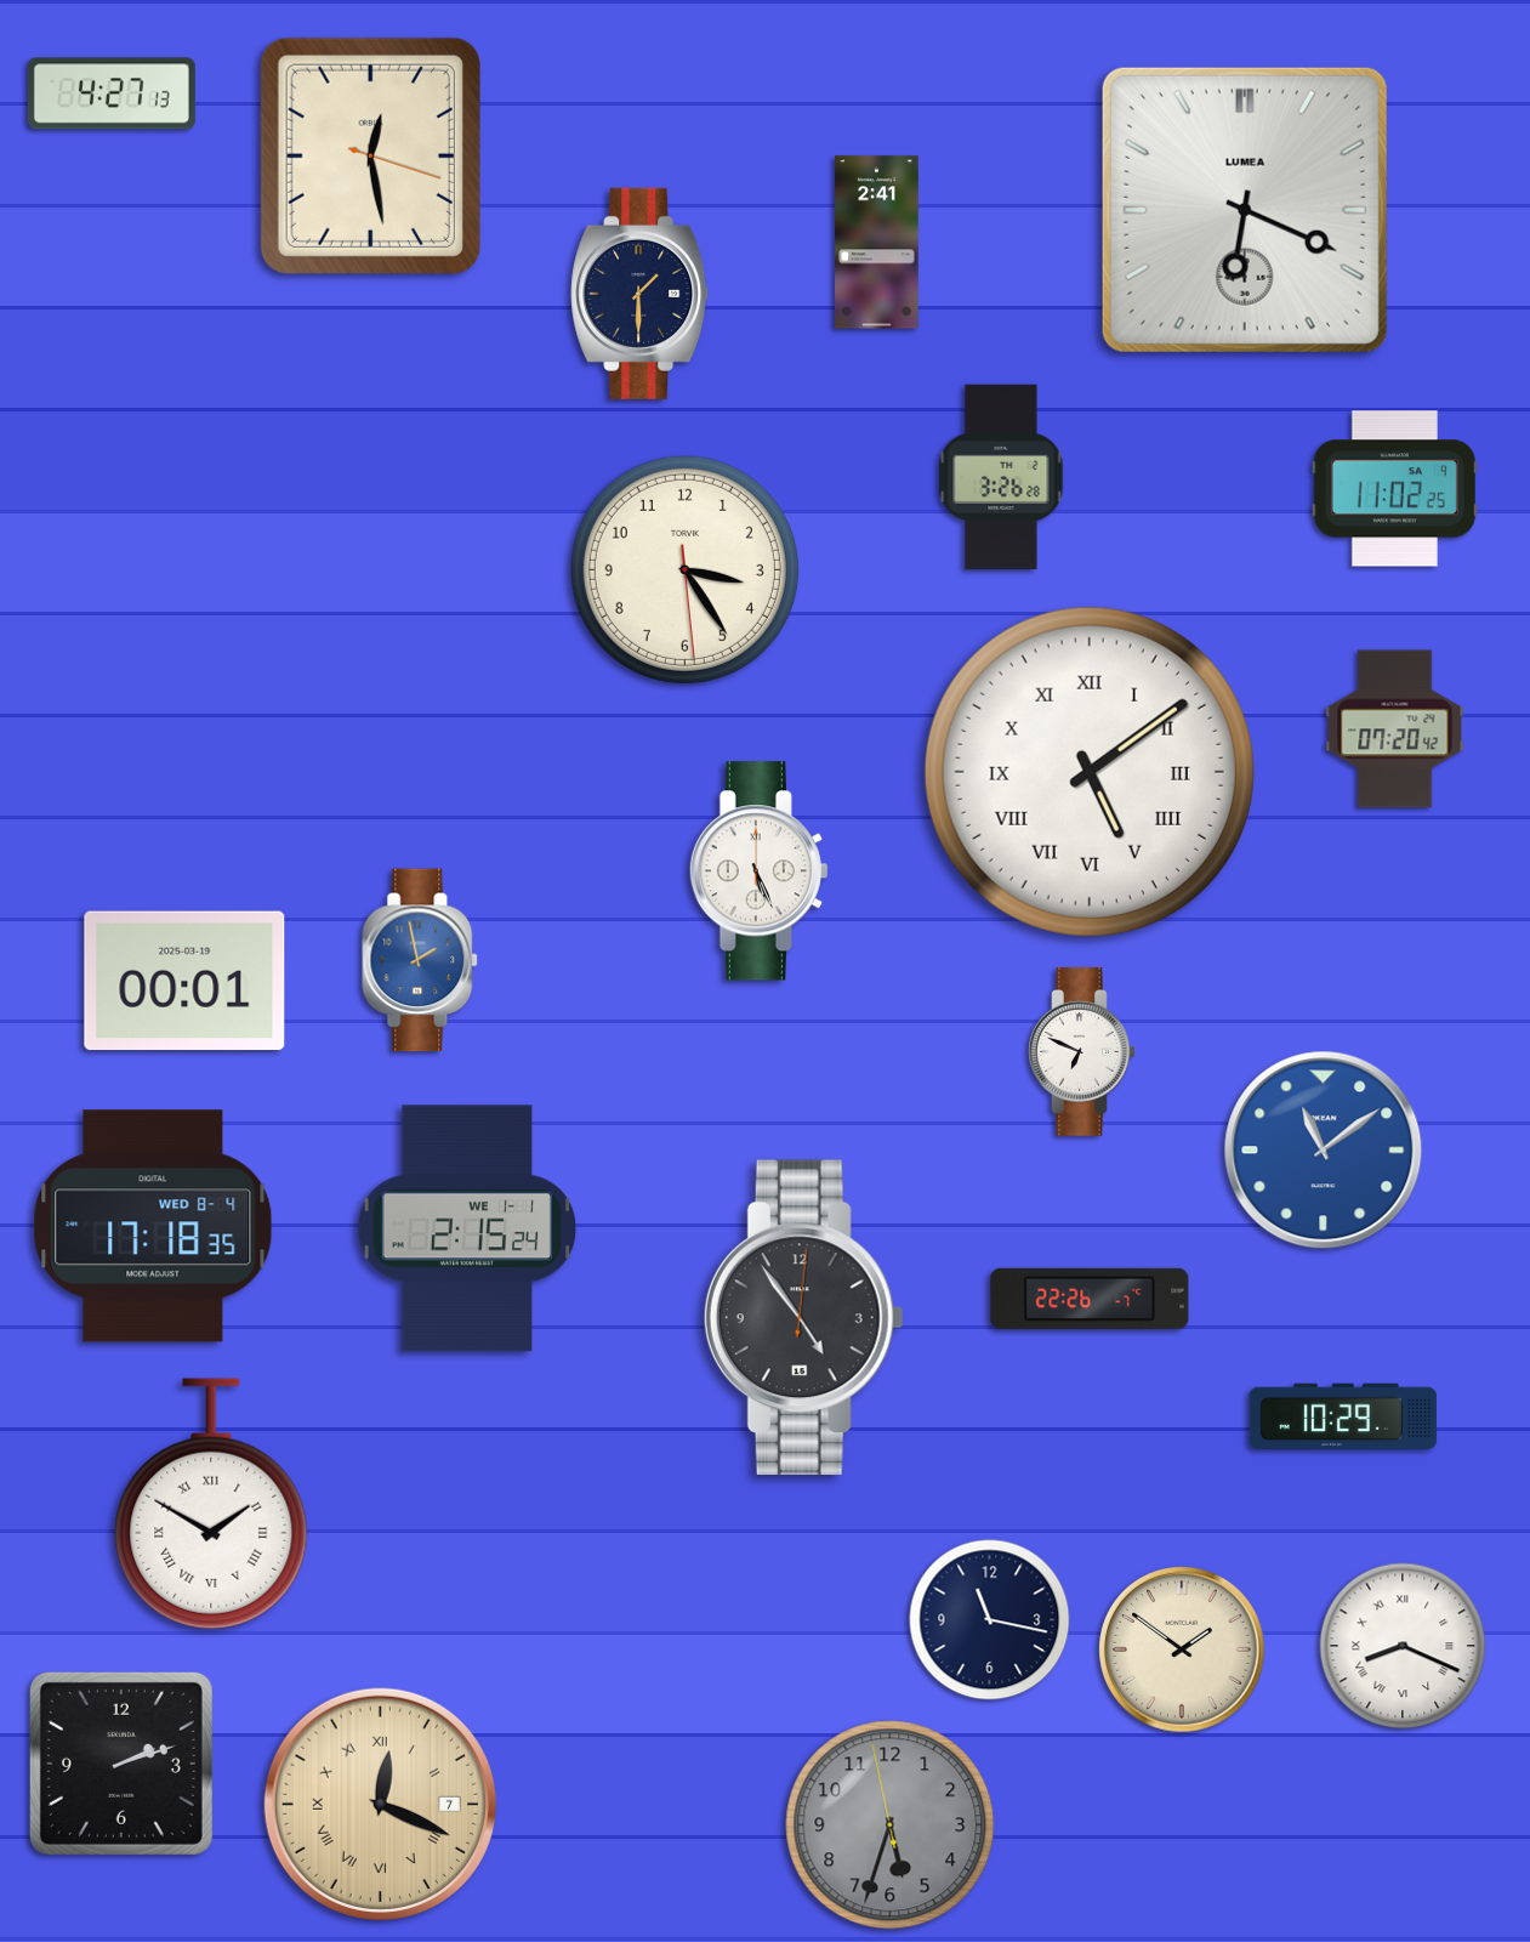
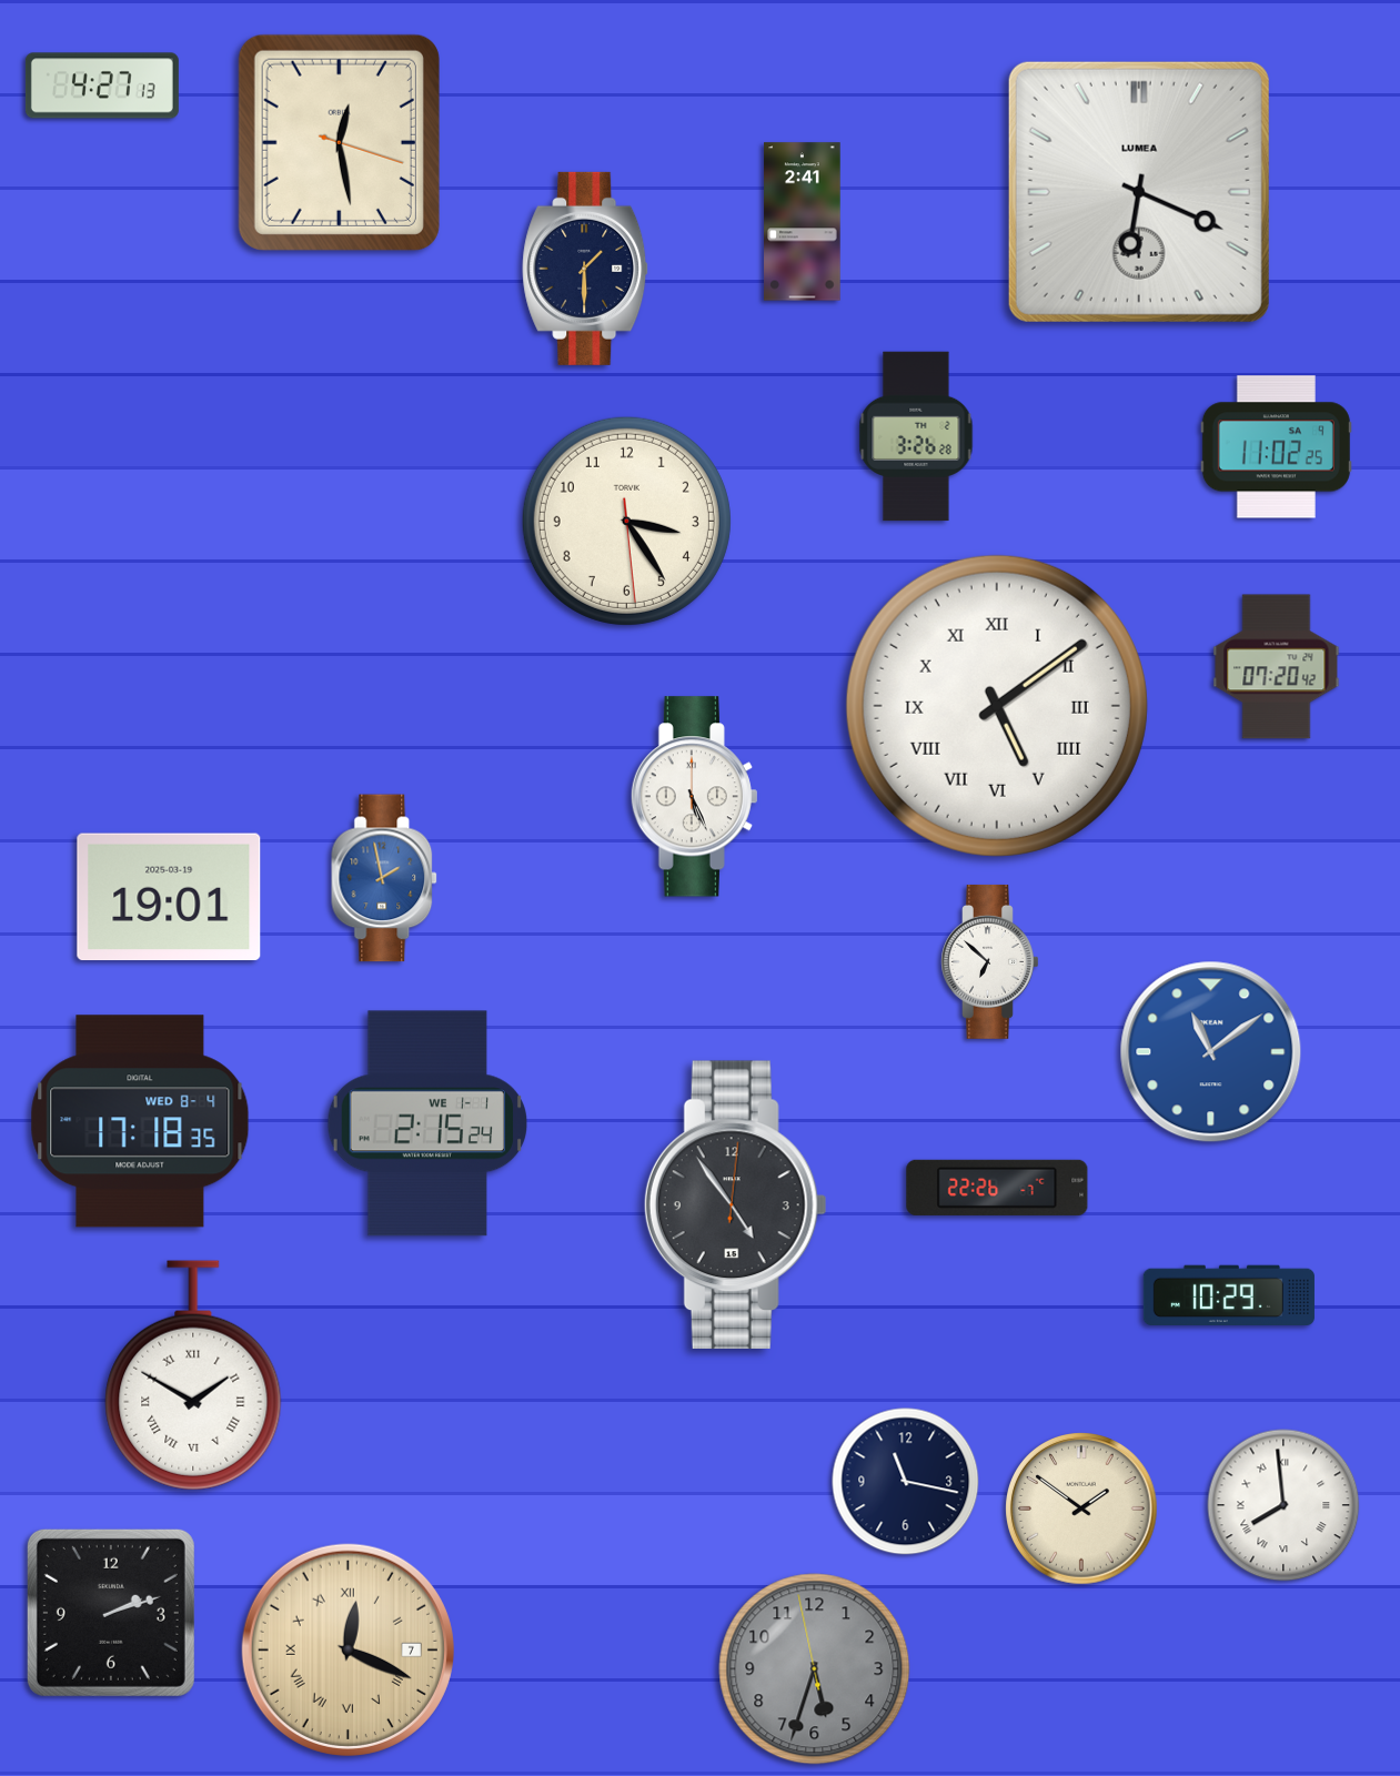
clock at (184, 981): 00:01 -> 19:01
clock at (1082, 1051): 6:49 -> 6:52
clock at (1403, 1646): 8:19 -> 7:59
